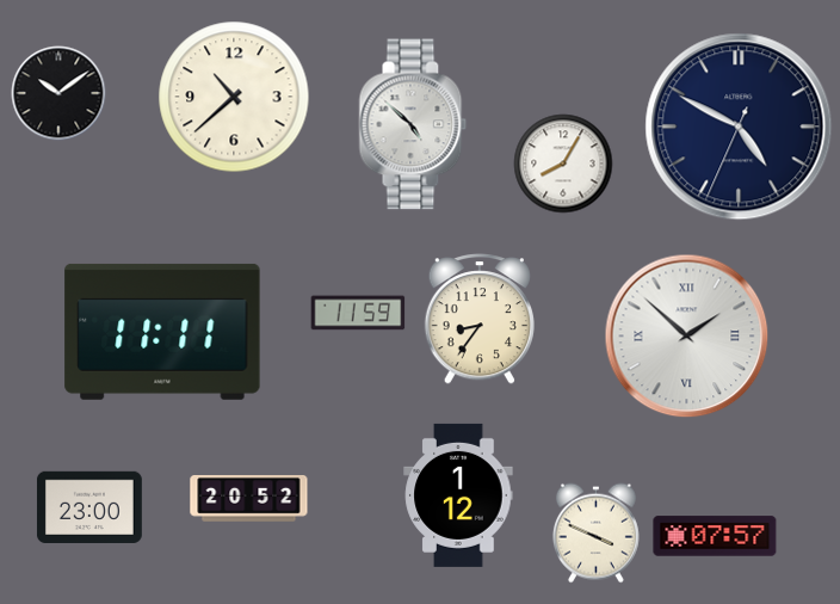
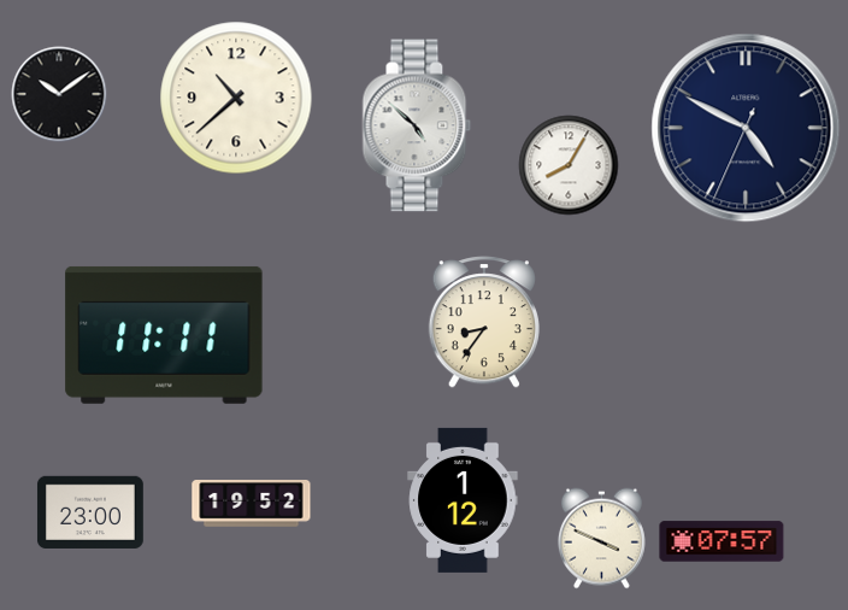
clock at (358, 313): 11:59 -> none
clock at (687, 337): 1:52 -> none
clock at (249, 499): 20:52 -> 19:52
